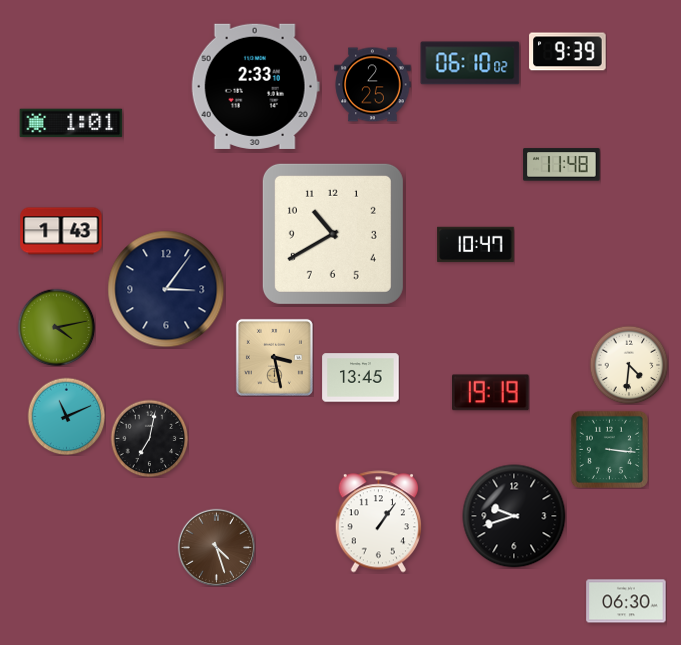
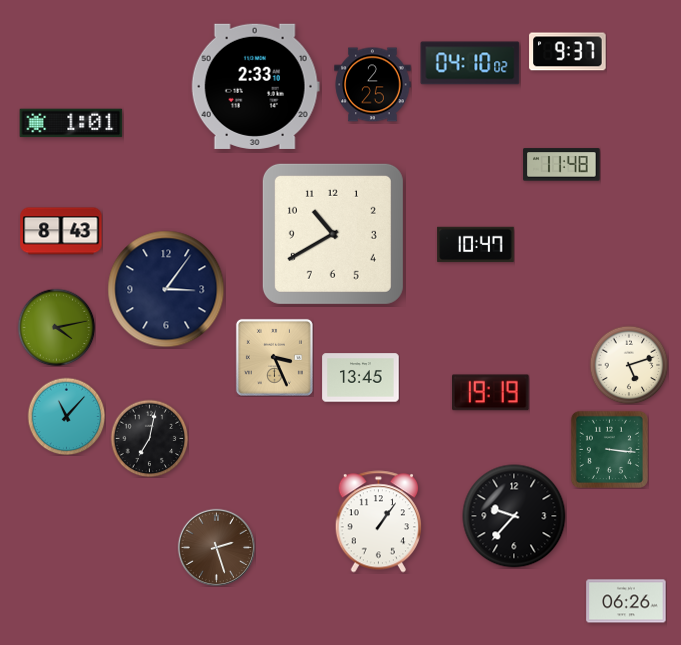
clock at (568, 52): 9:39 -> 9:37
clock at (470, 63): 06:10 -> 04:10
clock at (61, 231): 1:43 -> 8:43
clock at (274, 357): 3:28 -> 3:26
clock at (629, 365): 4:31 -> 5:12
clock at (66, 416): 11:11 -> 11:07
clock at (514, 516): 9:42 -> 9:37
clock at (216, 547): 4:27 -> 2:27
clock at (626, 601): 06:30 -> 06:26
